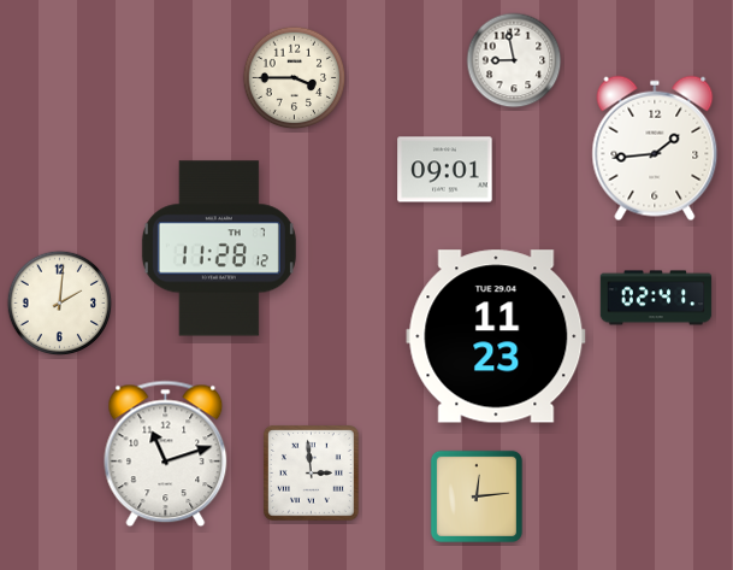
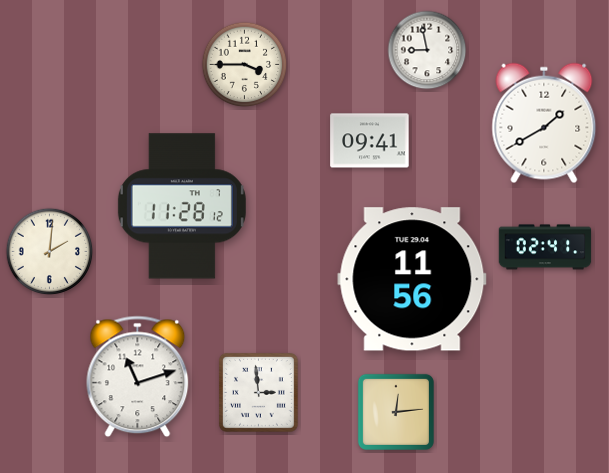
clock at (655, 148): 1:44 -> 1:40
clock at (445, 170): 09:01 -> 09:41
clock at (496, 336): 11:23 -> 11:56
